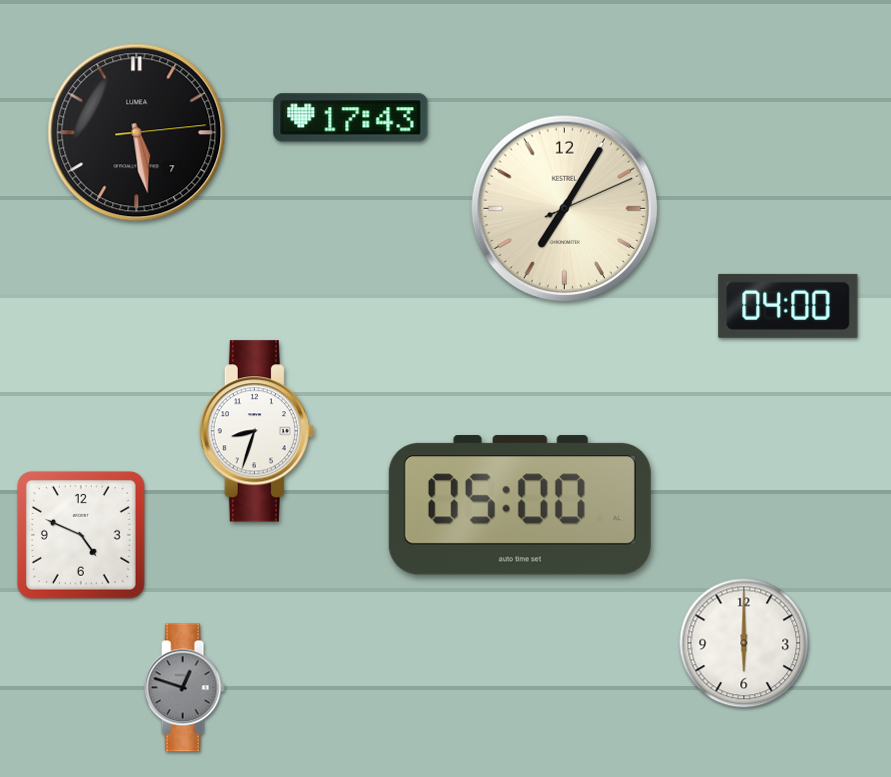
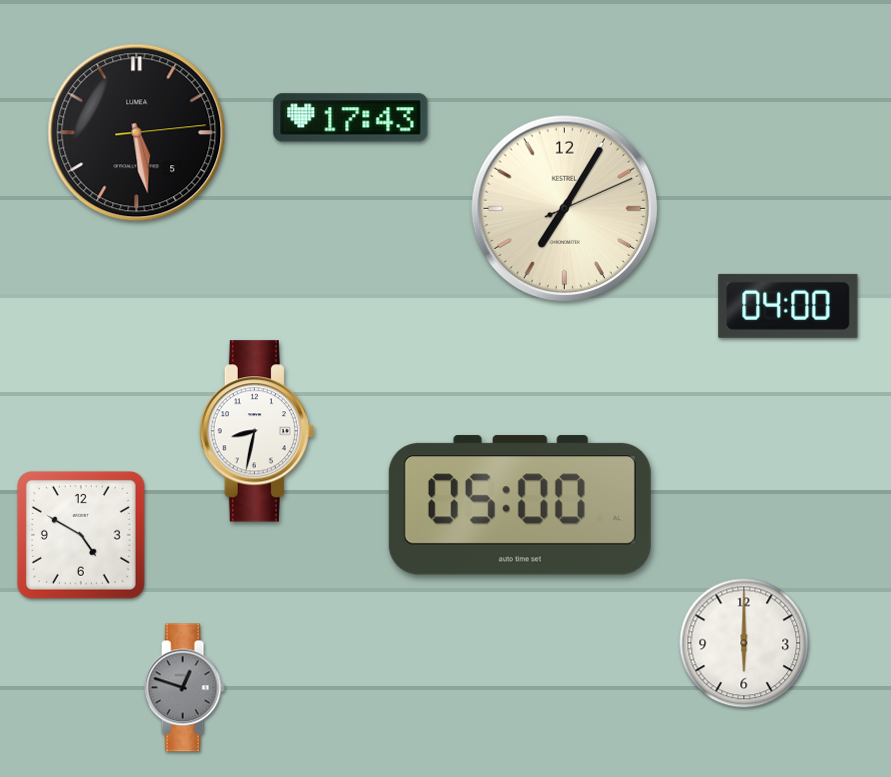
clock at (137, 133) date: 7 -> 5
clock at (257, 431): 8:33 -> 8:32
clock at (81, 535): 4:49 -> 4:50
